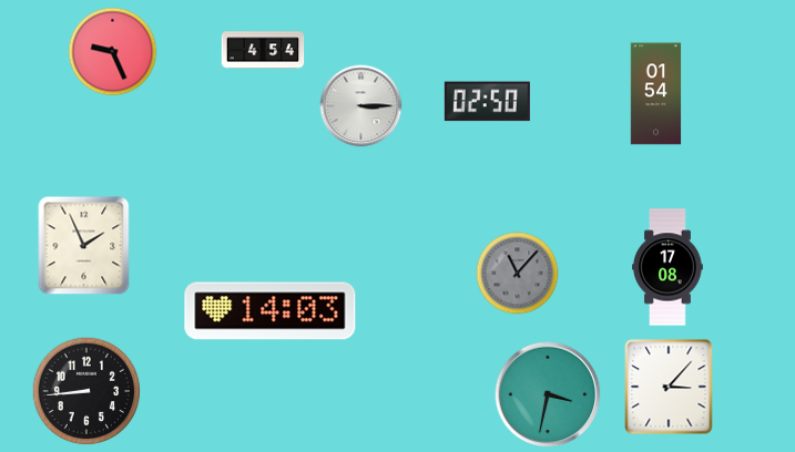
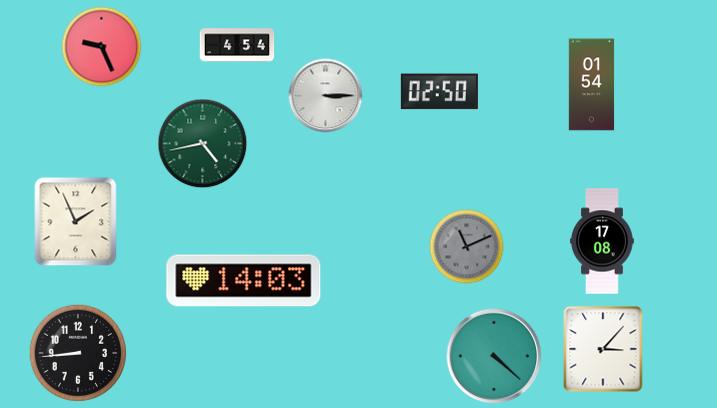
clock at (203, 144): none -> 4:43
clock at (518, 274): 11:07 -> 11:11
clock at (548, 394): 3:32 -> 4:22
